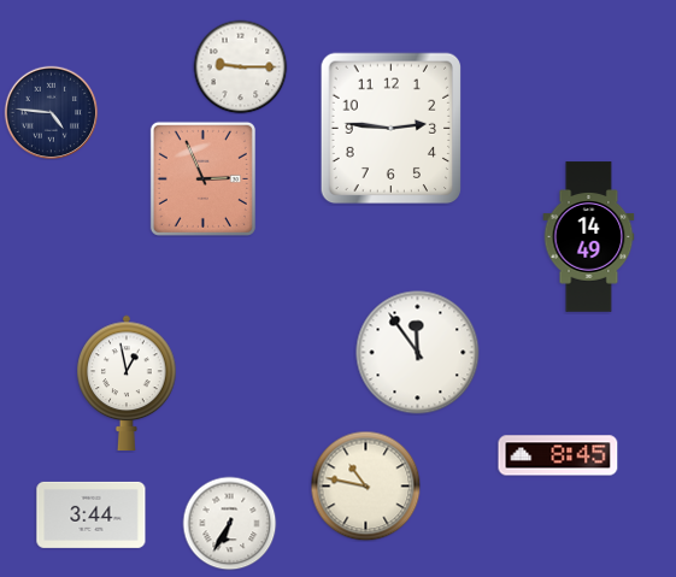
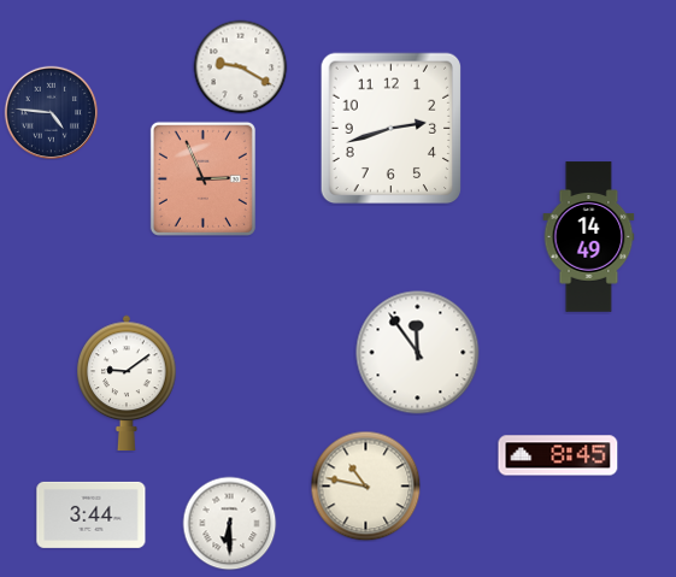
clock at (240, 66): 9:15 -> 9:20
clock at (392, 129): 2:46 -> 2:42
clock at (127, 382): 12:58 -> 9:09
clock at (229, 523): 6:35 -> 6:30
